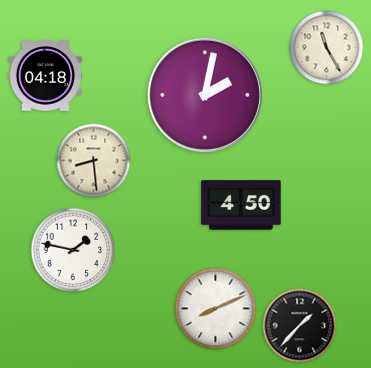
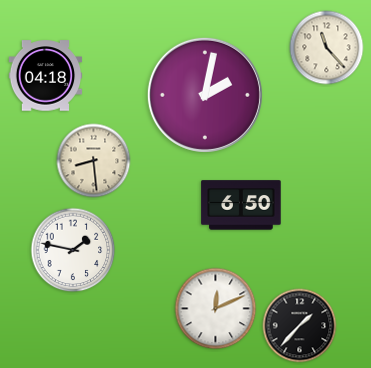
clock at (327, 48): 11:25 -> 11:23
clock at (241, 205): 4:50 -> 6:50
clock at (216, 309): 8:11 -> 12:11
